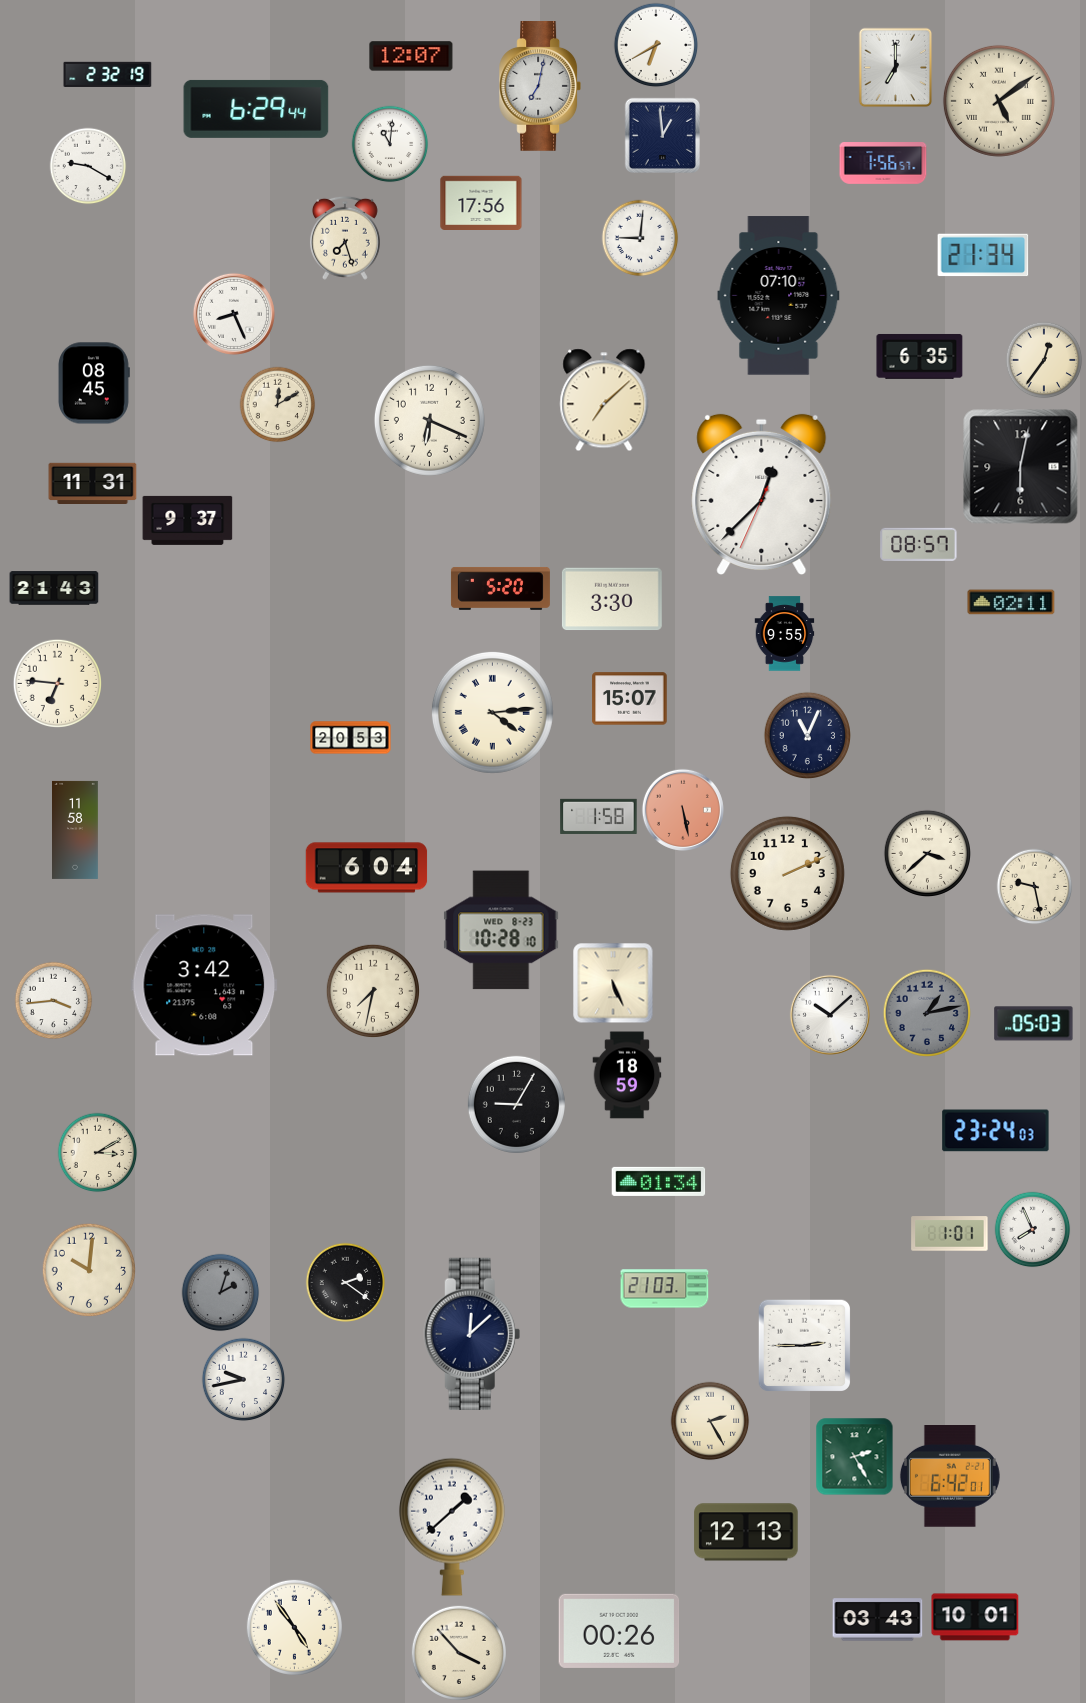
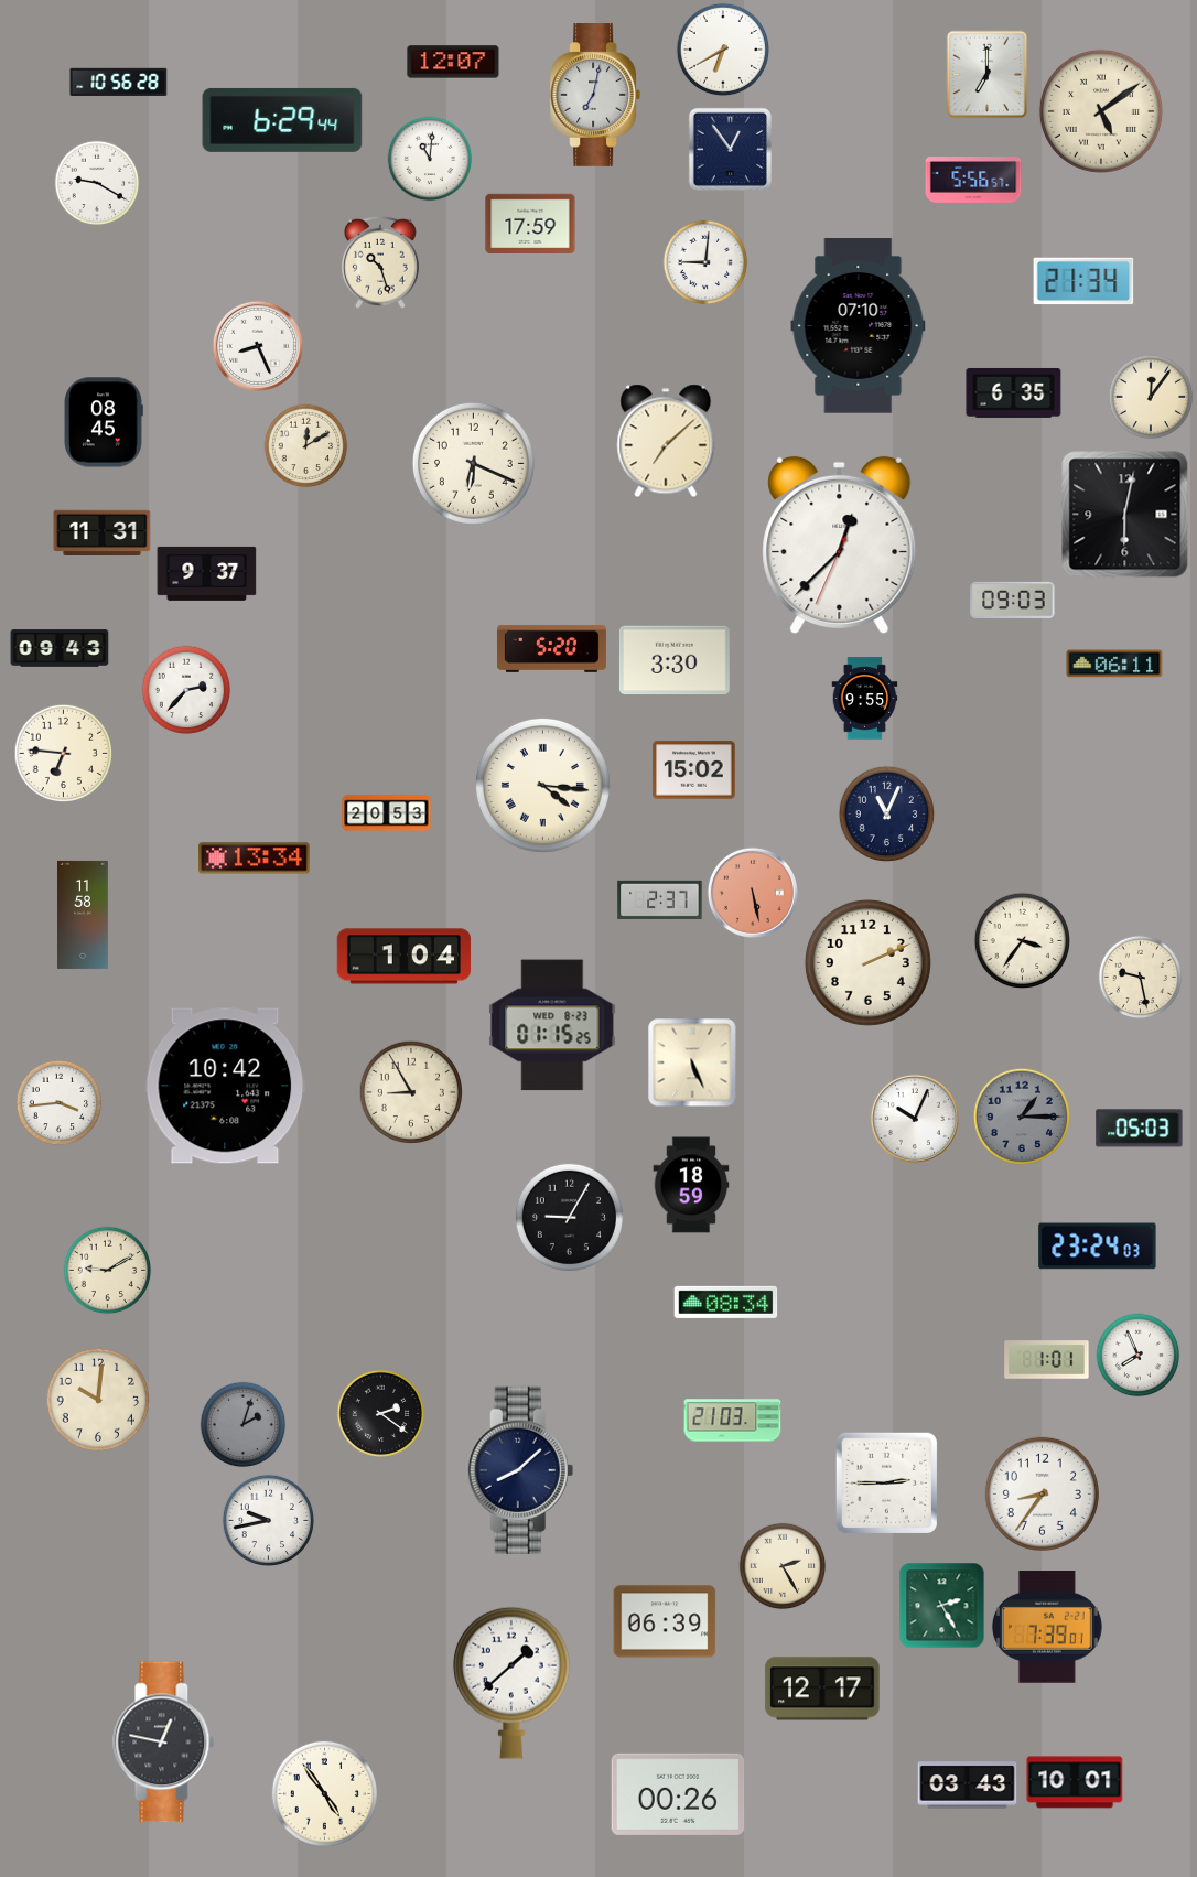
clock at (108, 74): 2:32 -> 10:56
clock at (662, 135): 12:59 -> 12:54
clock at (883, 164): 1:56 -> 5:56
clock at (481, 202): 17:56 -> 17:59
clock at (345, 238): 7:27 -> 10:27
clock at (1044, 360): 12:36 -> 12:06
clock at (919, 544): 08:57 -> 09:03
clock at (54, 588): 21:43 -> 09:43
clock at (1011, 602): 02:11 -> 06:11
clock at (186, 690): none -> 2:37
clock at (630, 699): 15:07 -> 15:02
clock at (492, 712): 4:14 -> 4:16
clock at (807, 735) position: (807, 735) -> (886, 813)
clock at (255, 859): none -> 13:34
clock at (599, 816): 1:58 -> 2:37
clock at (927, 853): 3:38 -> 3:36
clock at (367, 868): 6:04 -> 1:04
clock at (501, 930): 10:28 -> 01:15
clock at (613, 983) position: (613, 983) -> (692, 1062)
clock at (204, 985): 3:42 -> 10:42
clock at (373, 991): 7:32 -> 8:55
clock at (926, 1012): 1:13 -> 1:15
clock at (830, 1015): 10:08 -> 10:04
clock at (98, 1153): 3:10 -> 9:10
clock at (659, 1181): 01:34 -> 08:34
clock at (472, 1334): 12:08 -> 8:08
clock at (1042, 1493): none -> 8:36
clock at (665, 1621): none -> 06:39
clock at (950, 1477): 6:42 -> 7:39
clock at (452, 1527) position: (452, 1527) -> (511, 1683)
clock at (746, 1532): 12:13 -> 12:17
clock at (164, 1743): none -> 12:47
clock at (619, 1631) position: (619, 1631) -> (678, 1794)
clock at (459, 1653): 3:53 -> none
